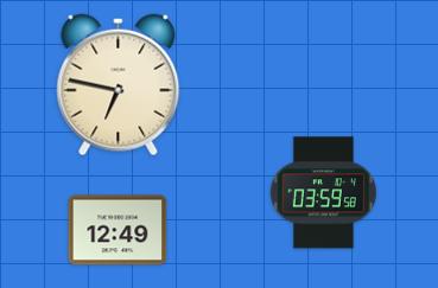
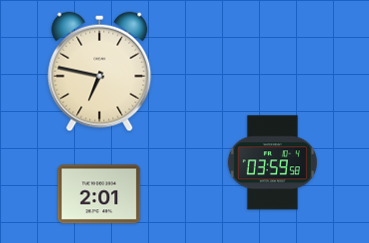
clock at (118, 230): 12:49 -> 2:01
